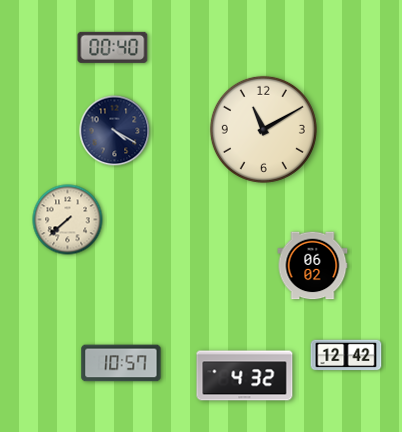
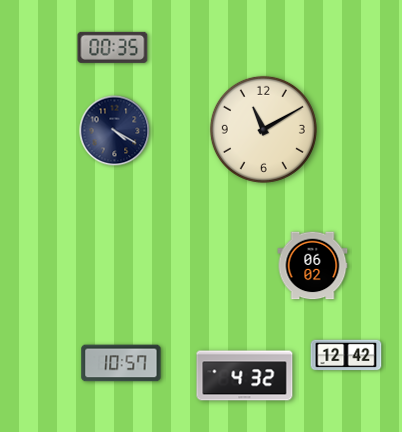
clock at (113, 47): 00:40 -> 00:35
clock at (68, 220): 7:38 -> none
